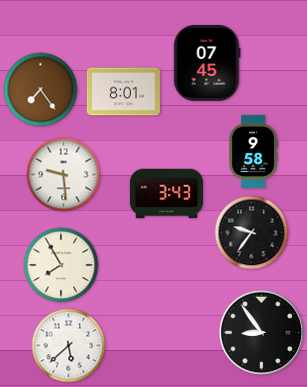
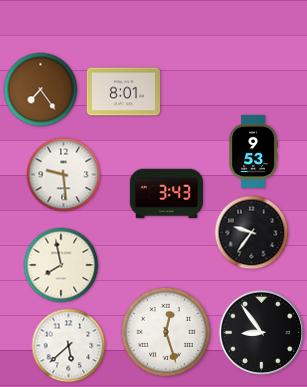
clock at (207, 63): 07:45 -> none
clock at (253, 151): 9:58 -> 9:53
clock at (61, 265): 7:55 -> 7:58
clock at (165, 331): none -> 12:27
